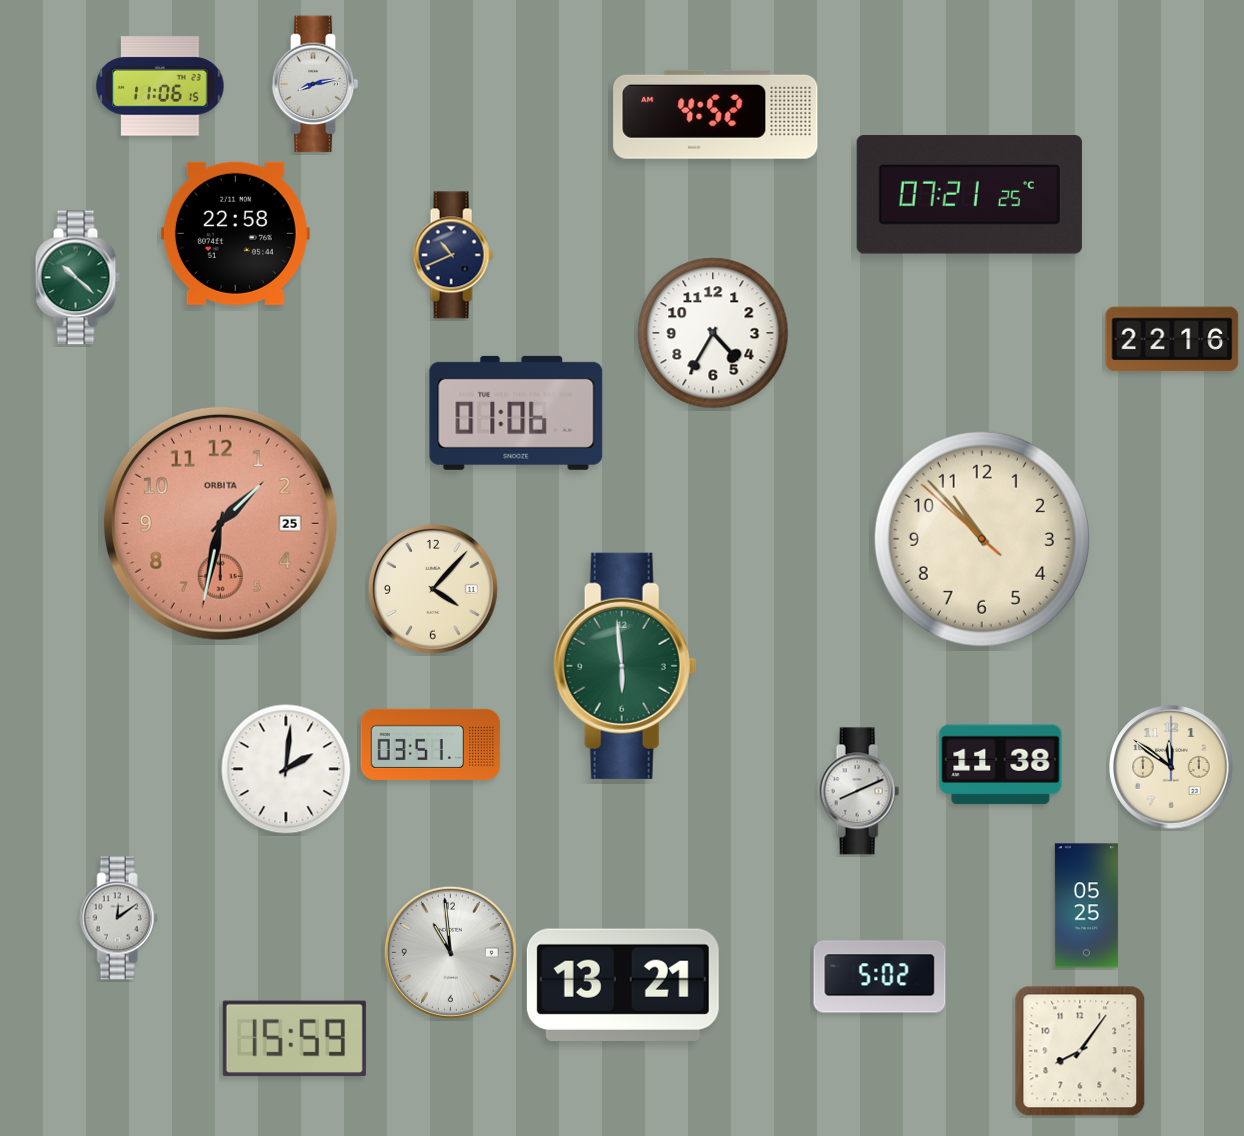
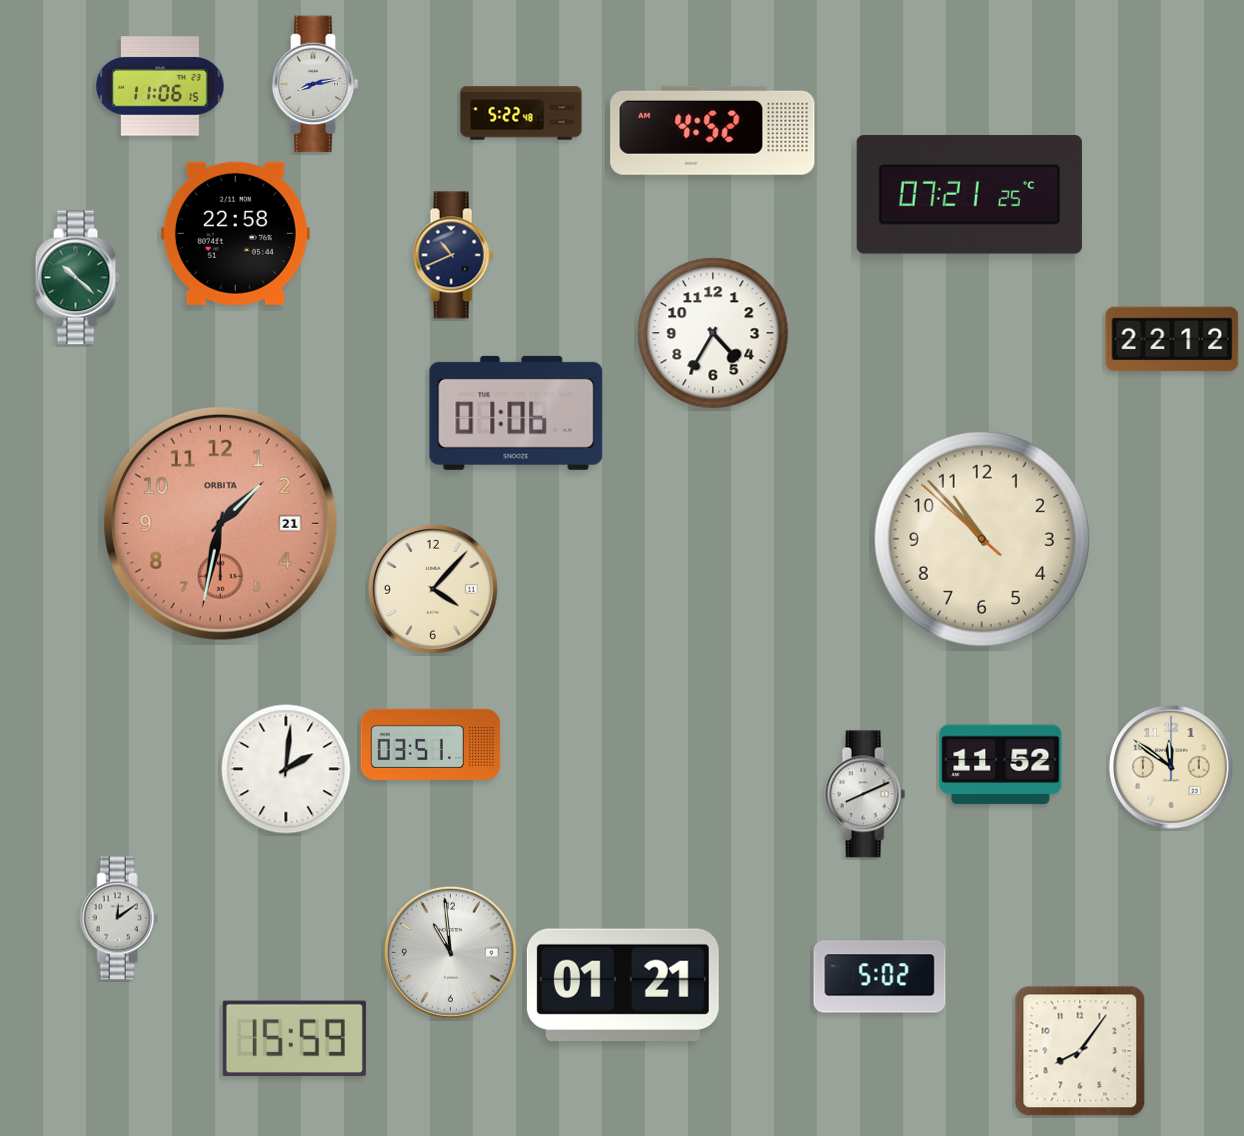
clock at (521, 113): none -> 5:22
clock at (716, 114) position: (716, 114) -> (713, 130)
clock at (1172, 339): 22:16 -> 22:12
clock at (220, 523) date: 25 -> 21
clock at (625, 666): 5:59 -> none
clock at (1001, 765): 11:38 -> 11:52
clock at (859, 791) position: (859, 791) -> (865, 794)
clock at (1086, 906): 05:25 -> none
clock at (623, 984): 13:21 -> 01:21
